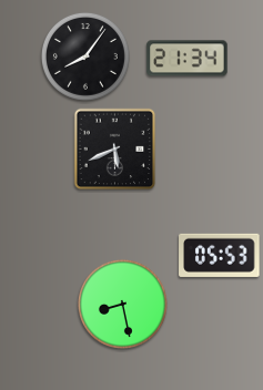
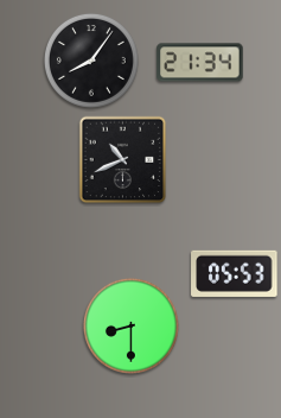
clock at (115, 150): 5:41 -> 10:41
clock at (122, 304): 8:28 -> 8:30
